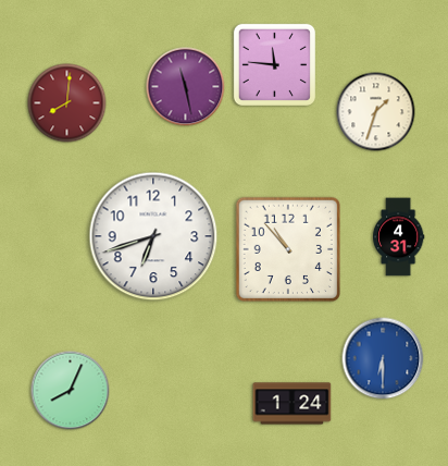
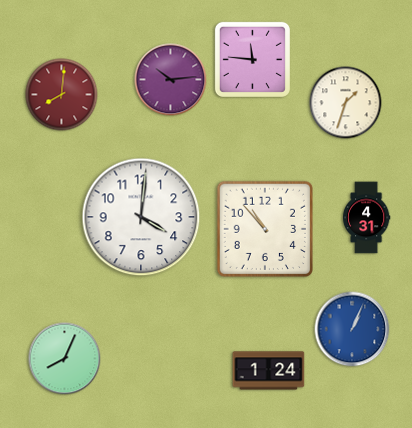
clock at (186, 87): 11:28 -> 10:14
clock at (153, 236): 6:42 -> 4:01
clock at (383, 358): 6:30 -> 1:04
